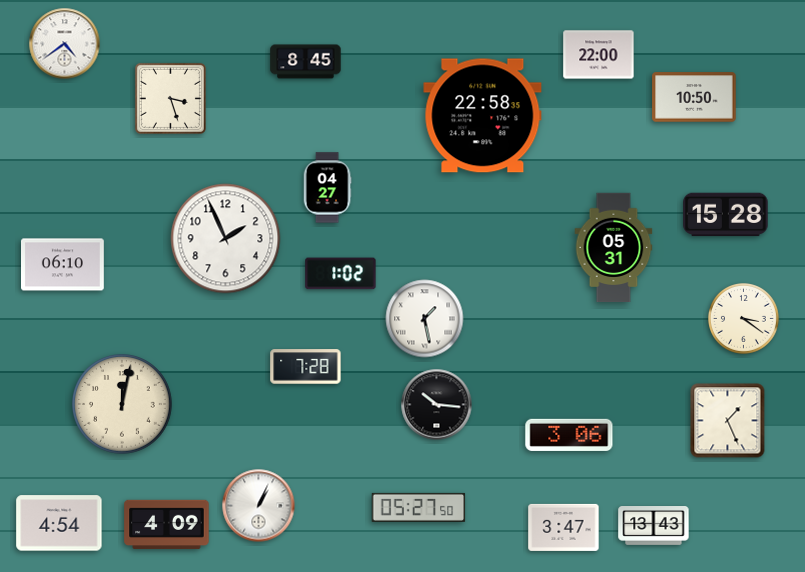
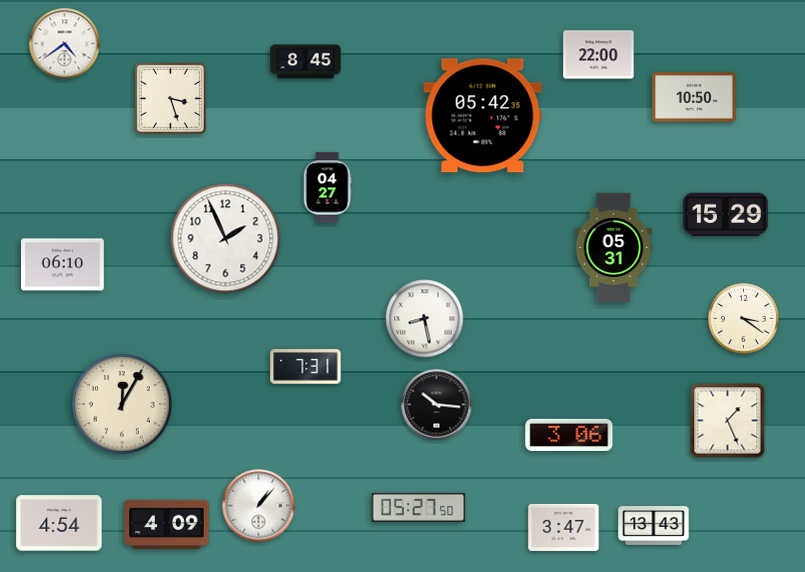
clock at (483, 116): 22:58 -> 05:42
clock at (726, 215): 15:28 -> 15:29
clock at (341, 274): 1:02 -> none
clock at (425, 319): 1:28 -> 8:28
clock at (306, 367): 7:28 -> 7:31
clock at (122, 404): 12:02 -> 12:05
clock at (259, 506): 1:04 -> 1:07
